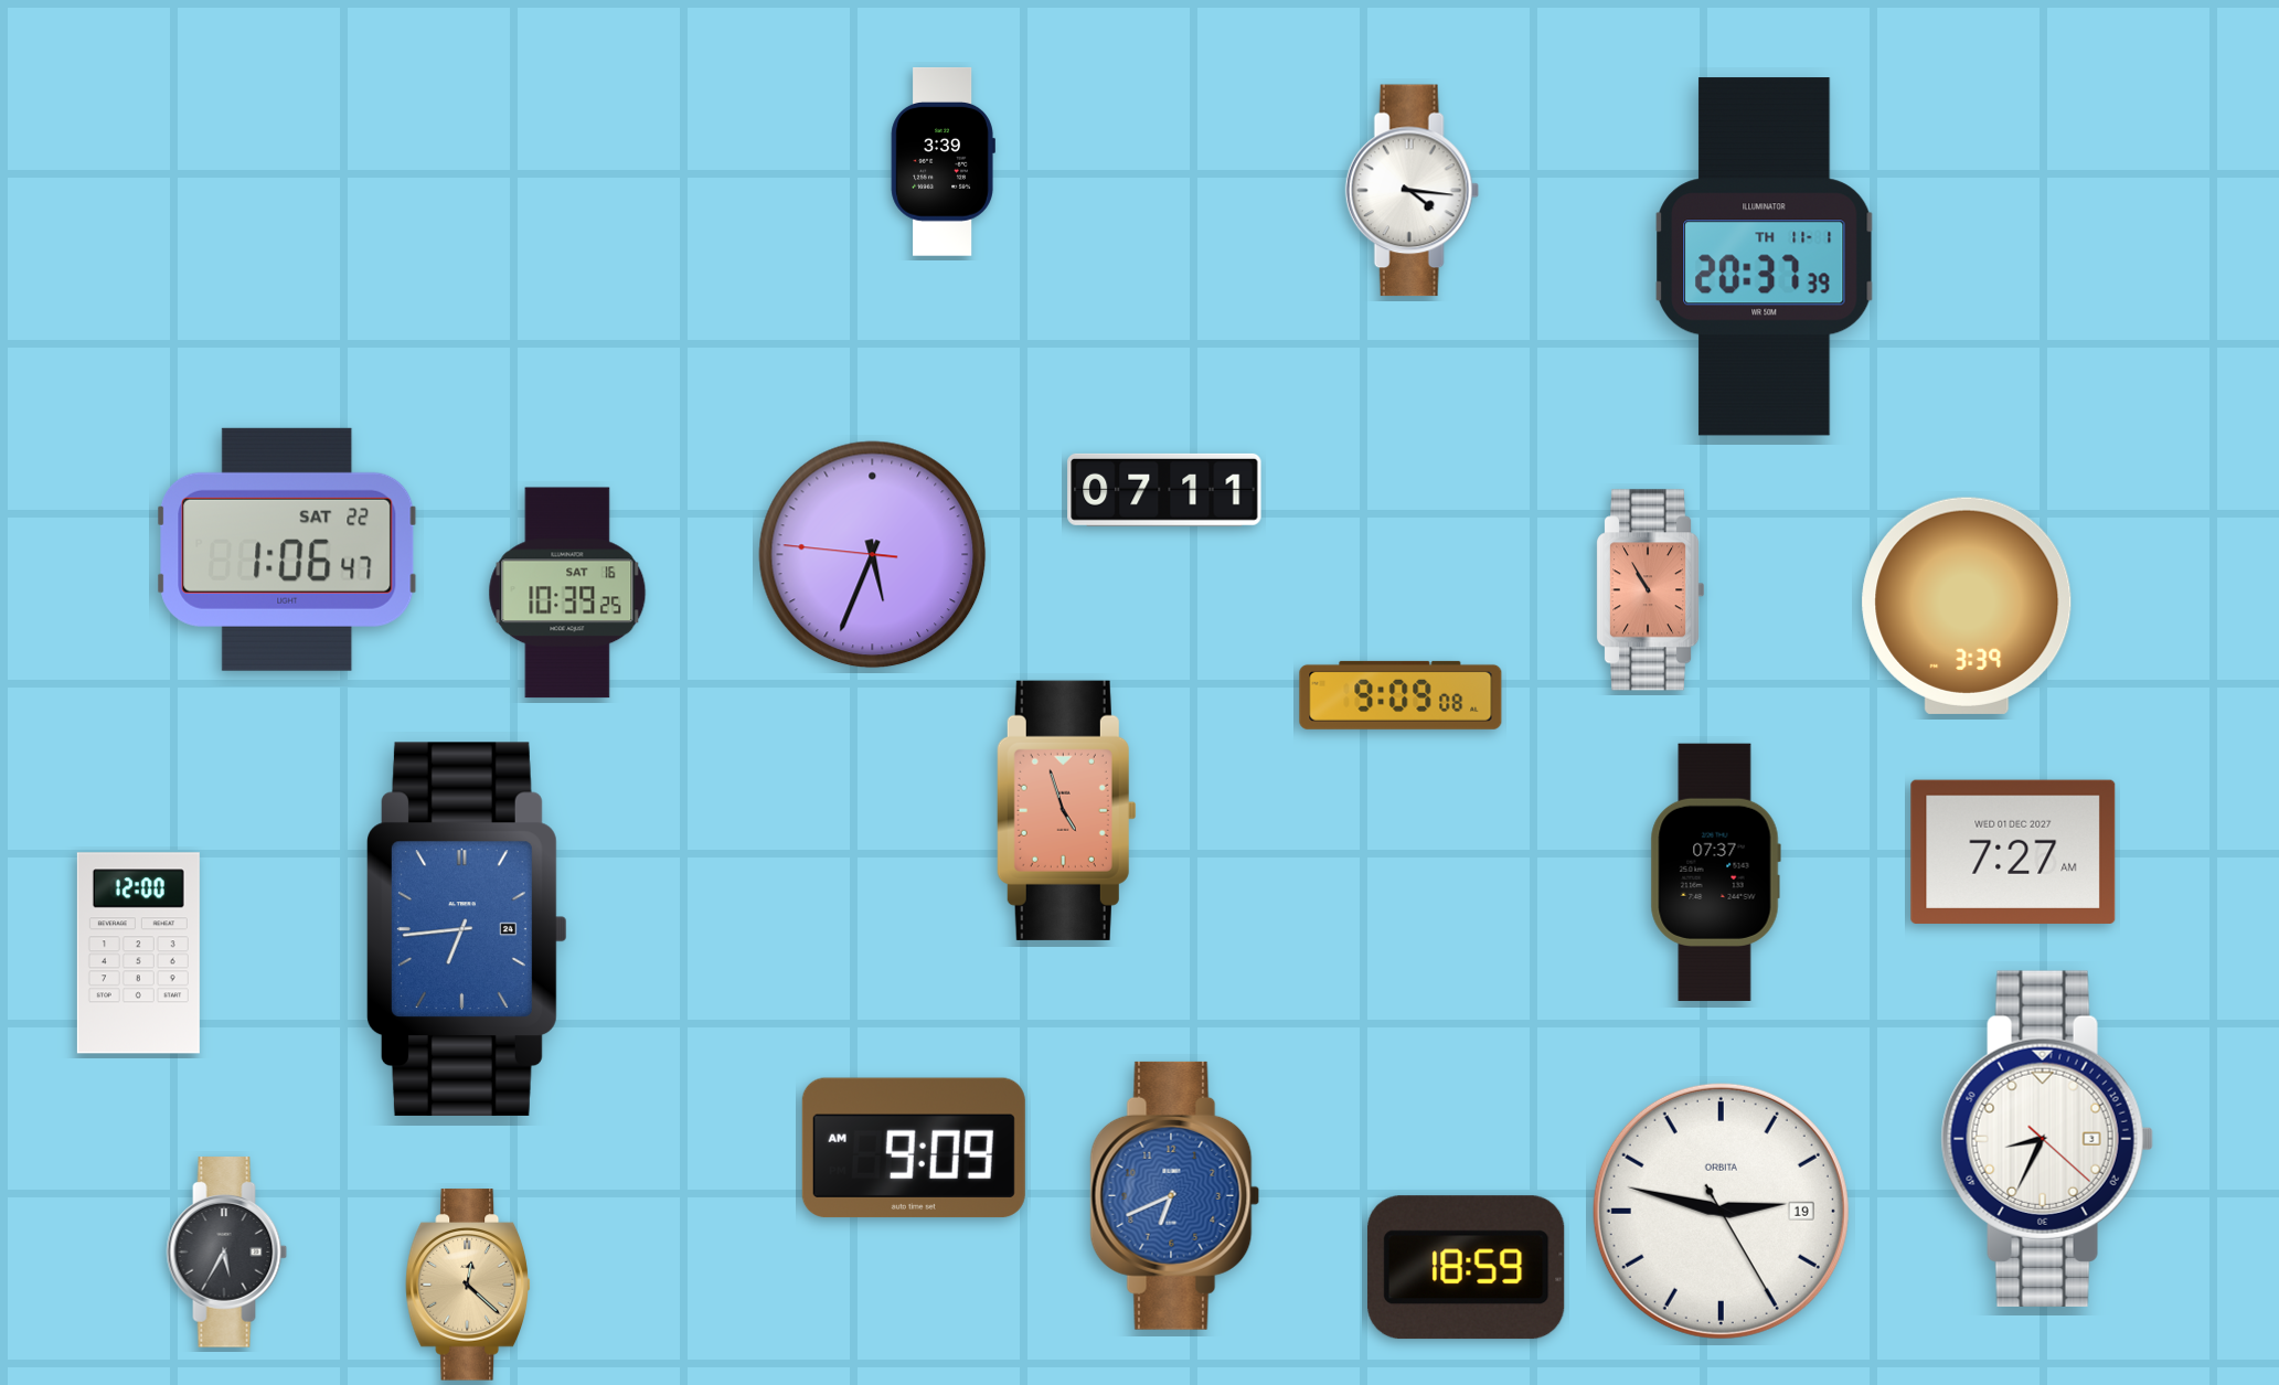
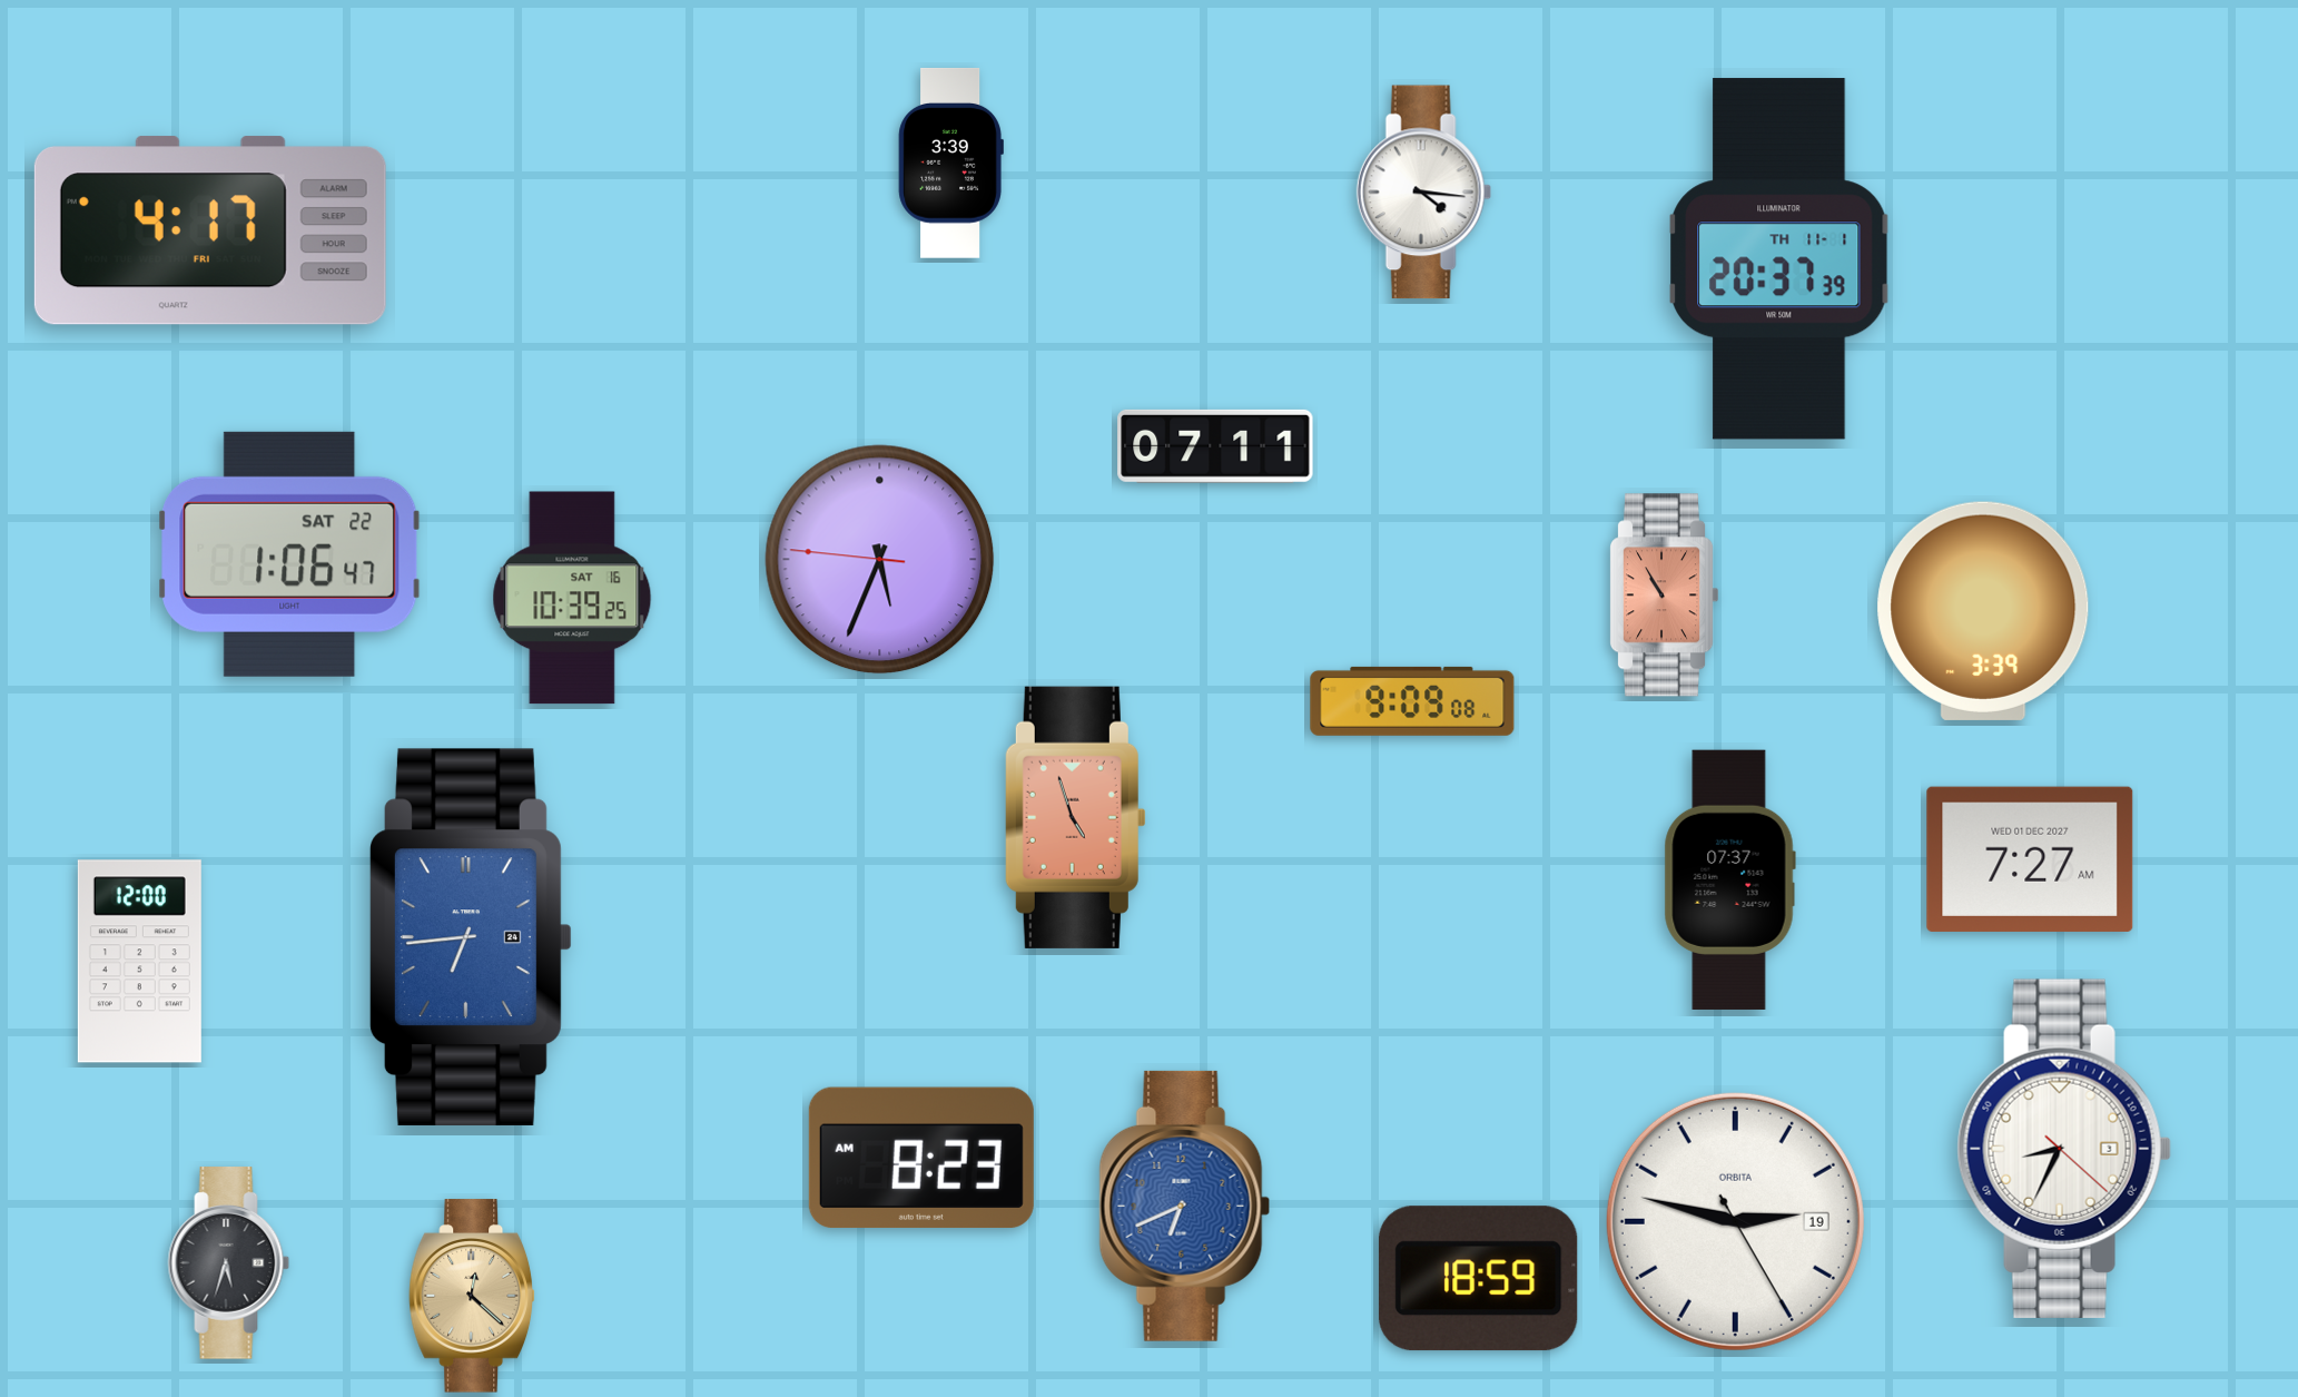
clock at (210, 230): none -> 4:17
clock at (1164, 490) position: (1164, 490) -> (1215, 446)
clock at (914, 1148): 9:09 -> 8:23
clock at (227, 1253): 5:35 -> 5:33
